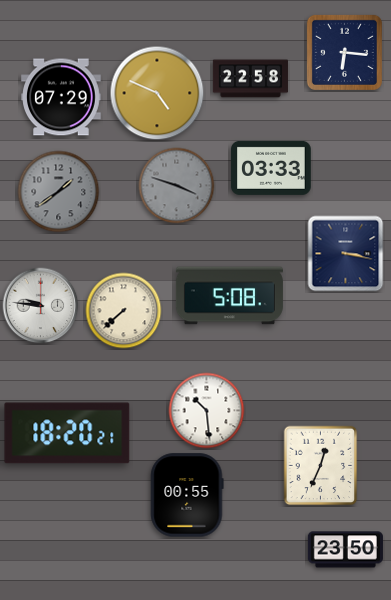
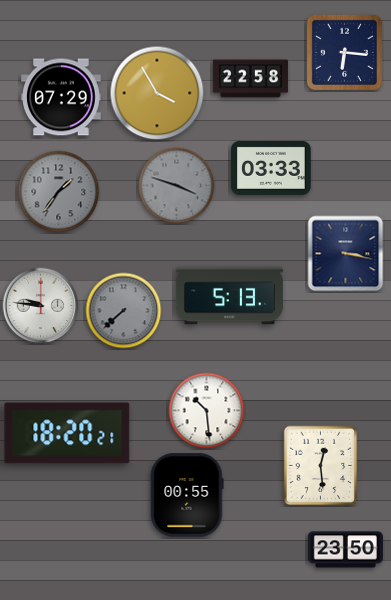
clock at (157, 93): 4:49 -> 3:55
clock at (59, 192): 1:39 -> 1:36
clock at (229, 296): 5:08 -> 5:13
clock at (124, 311) dial: cream -> grey
clock at (321, 466): 12:34 -> 12:29
